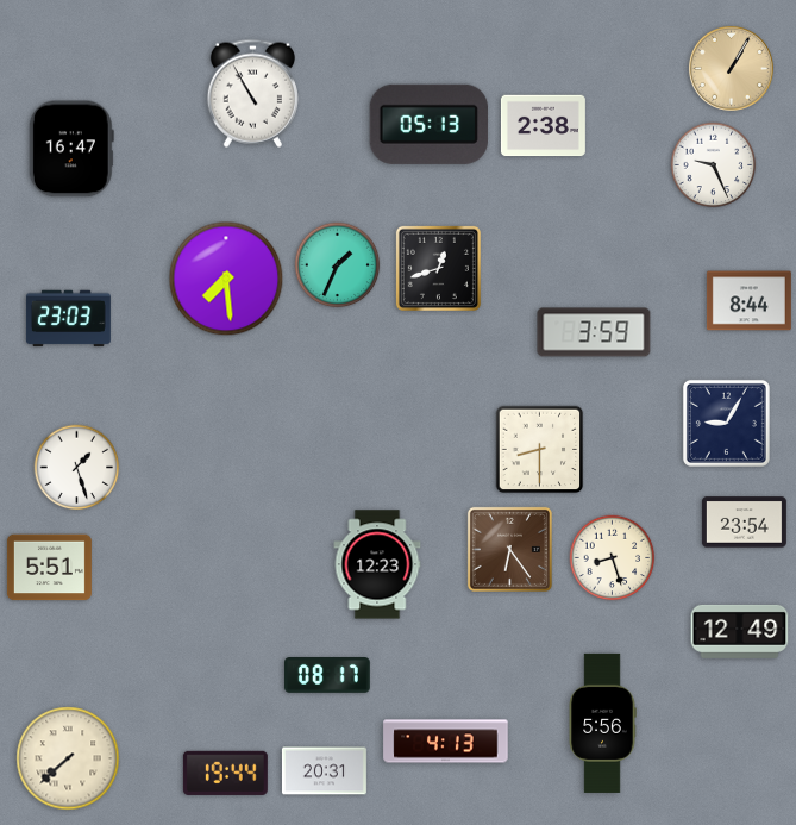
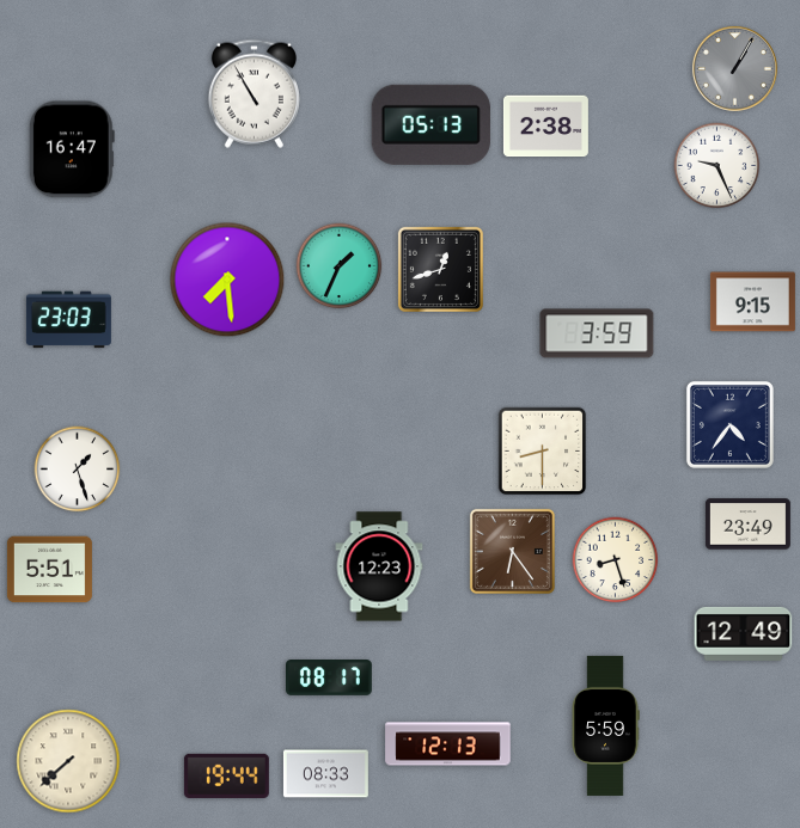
clock at (731, 68) dial: champagne -> grey
clock at (748, 301): 8:44 -> 9:15
clock at (726, 423): 9:05 -> 4:36
clock at (744, 523): 23:54 -> 23:49
clock at (602, 723): 5:56 -> 5:59
clock at (446, 742): 4:13 -> 12:13
clock at (324, 771): 20:31 -> 08:33
